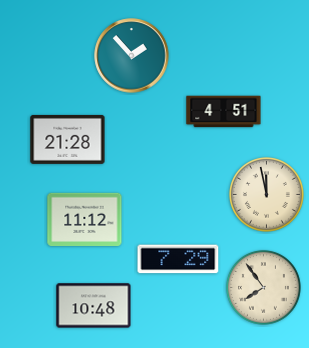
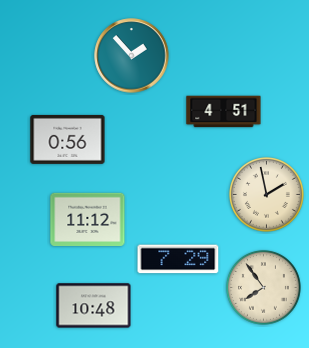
clock at (68, 139): 21:28 -> 0:56
clock at (266, 194): 11:58 -> 1:58
clock at (85, 219) position: (85, 219) -> (88, 219)
